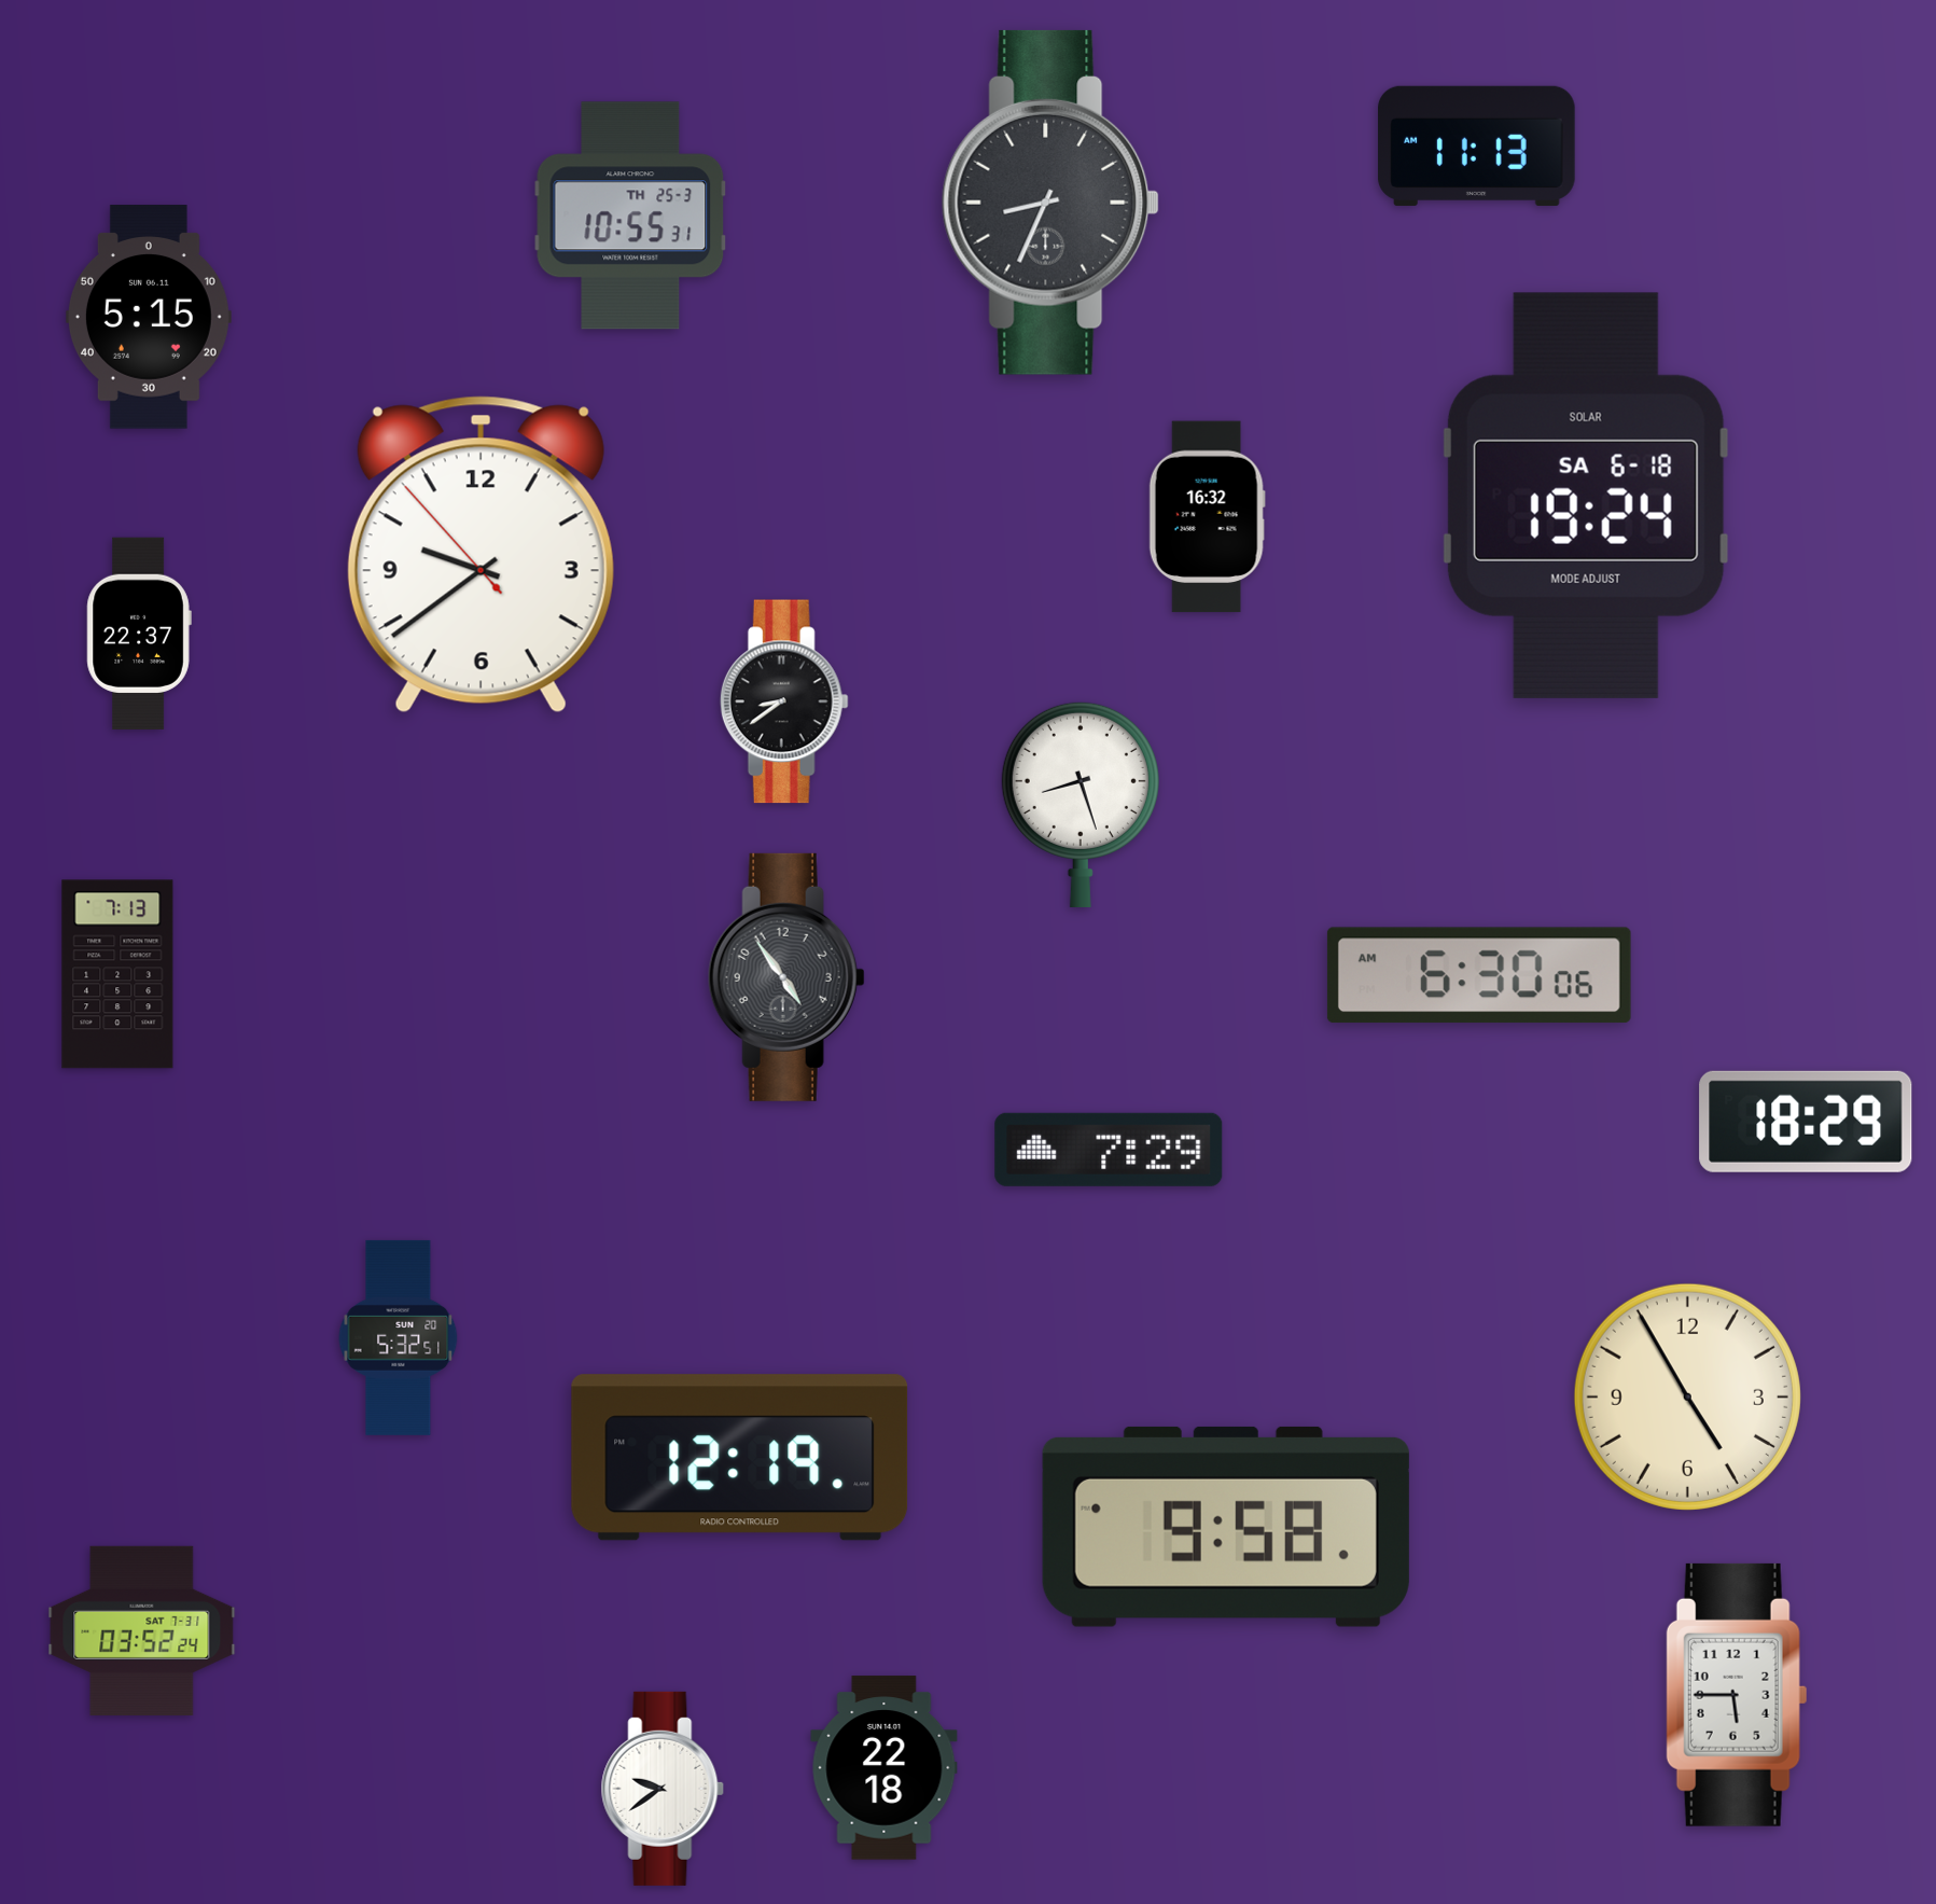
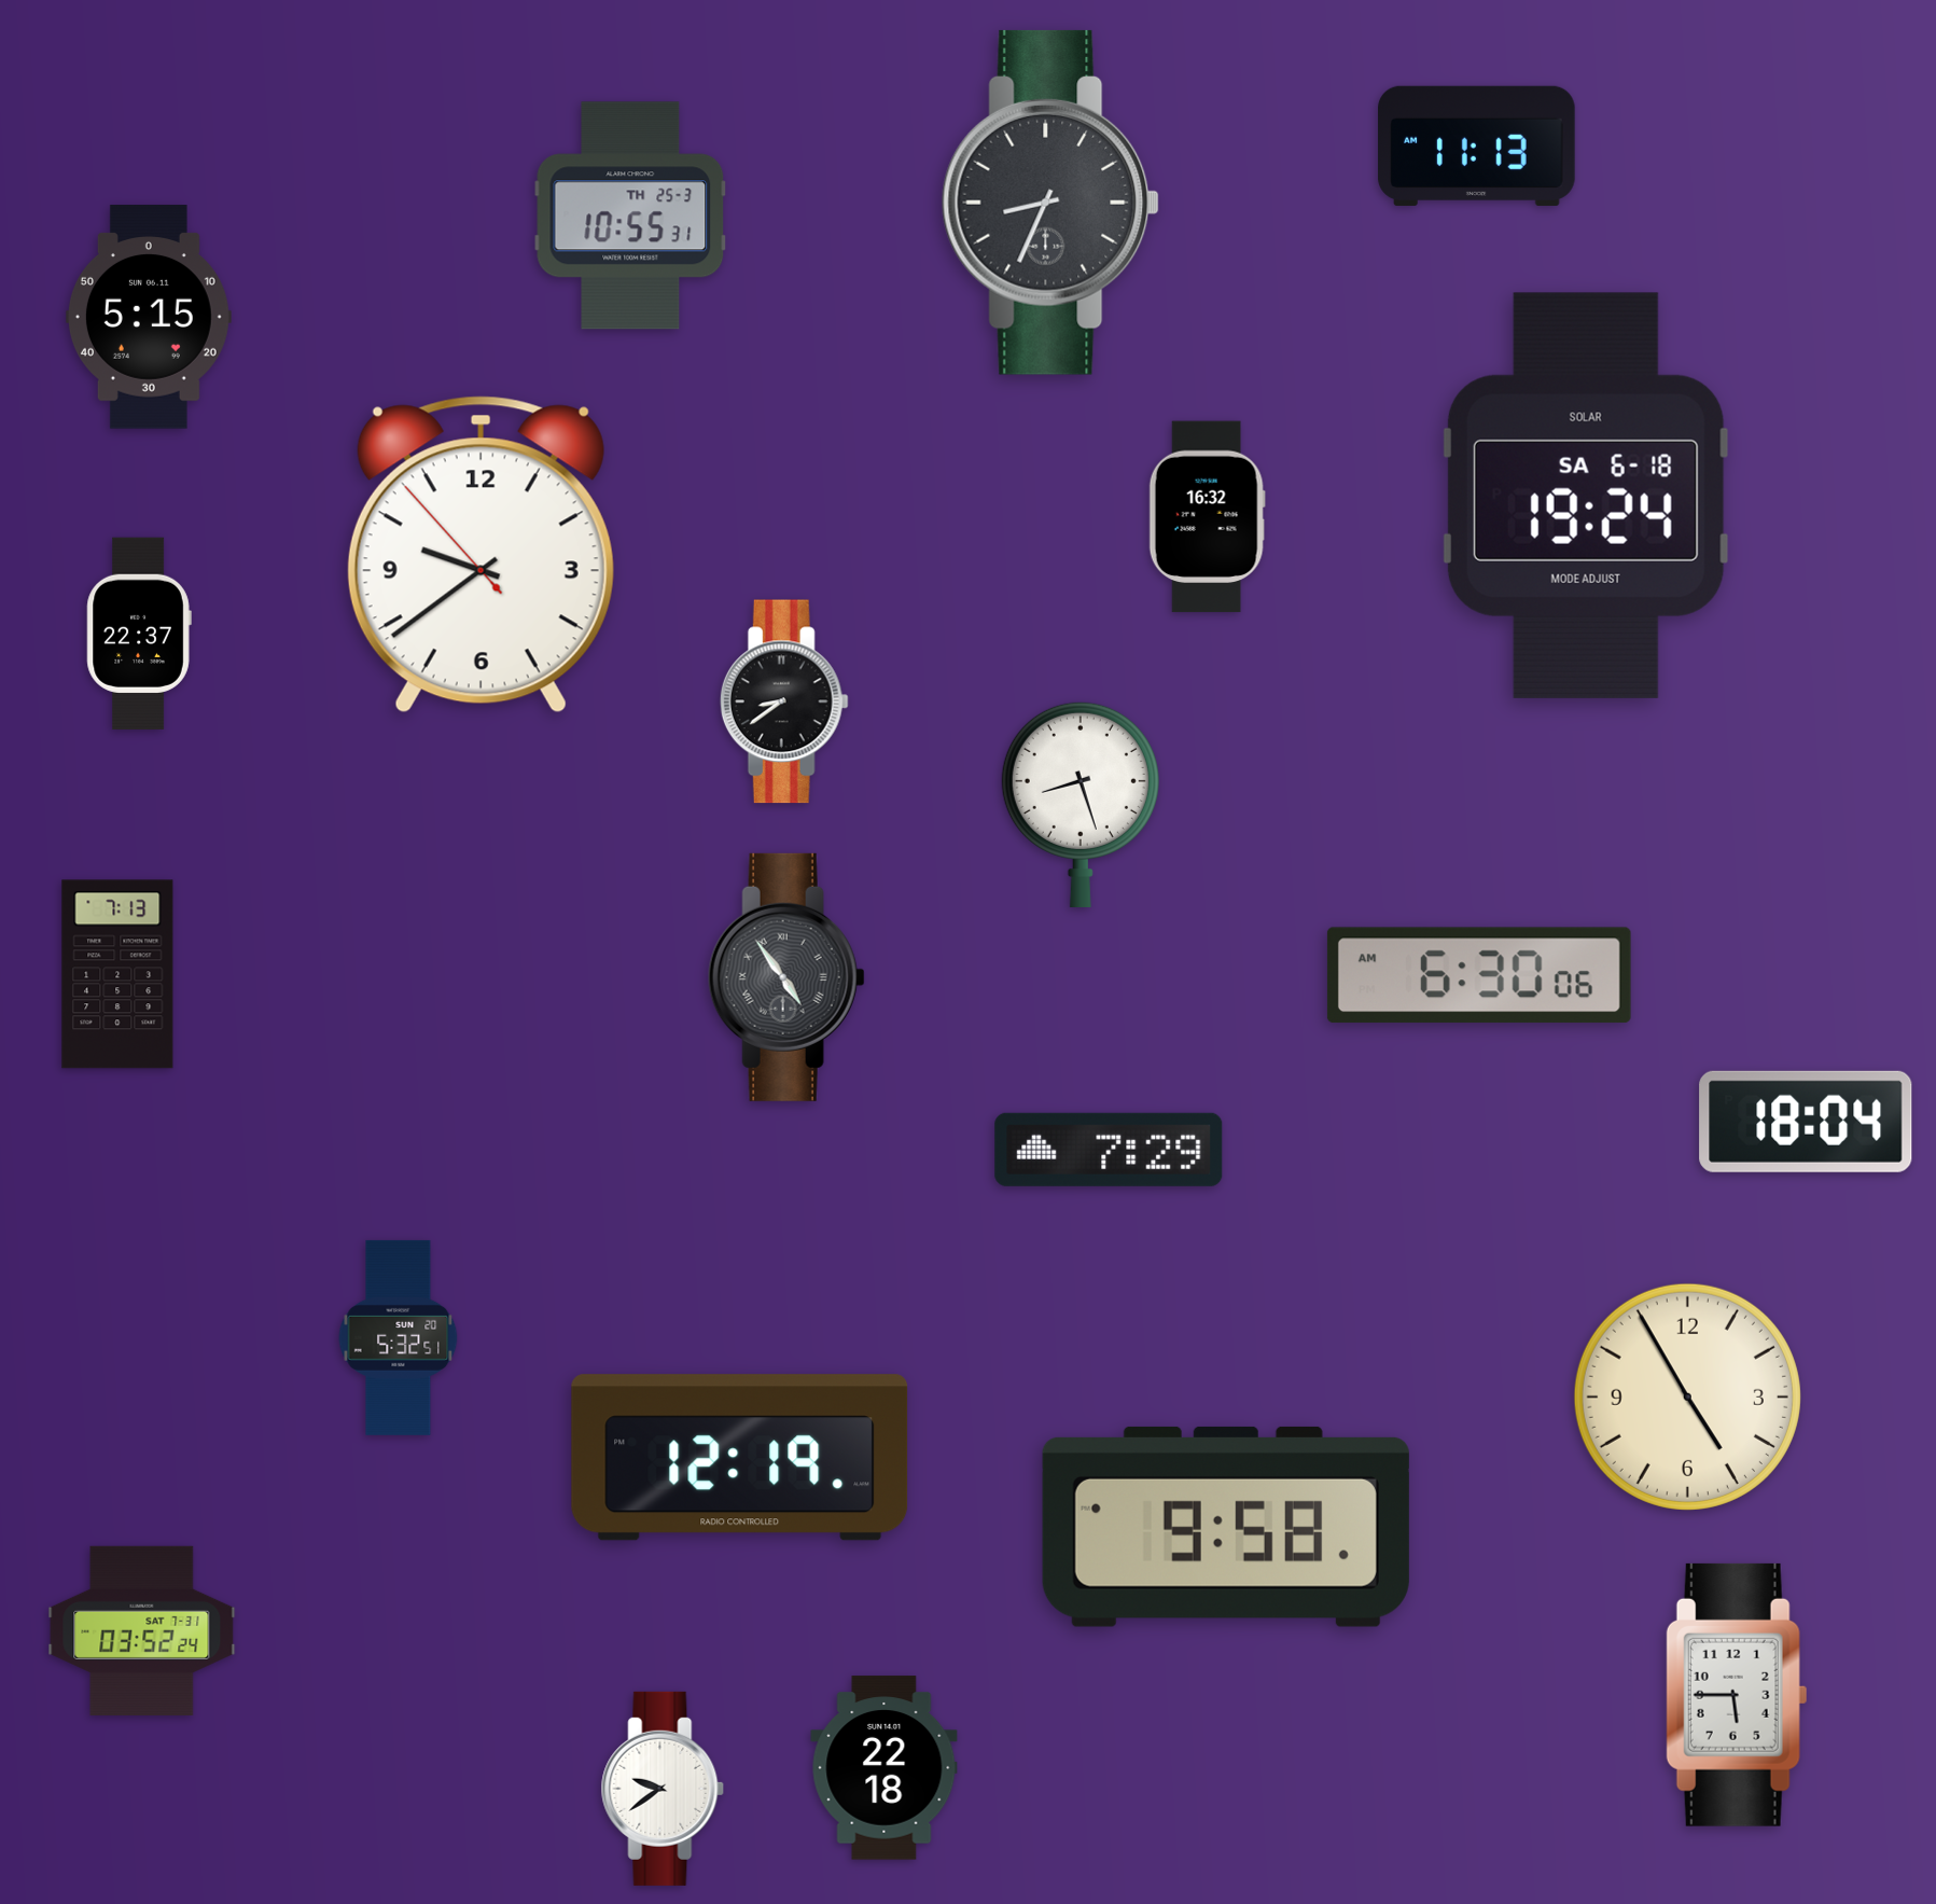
clock at (786, 977) numerals: Arabic -> Roman
clock at (1806, 1122): 18:29 -> 18:04
